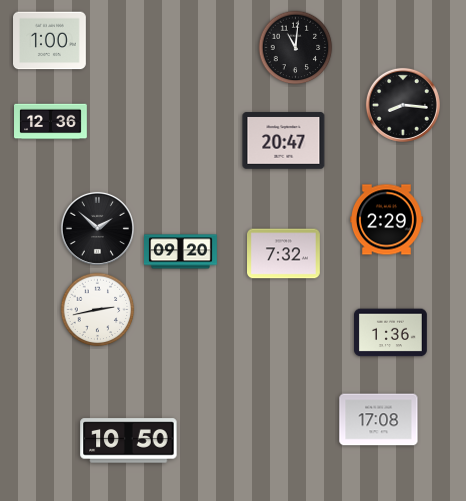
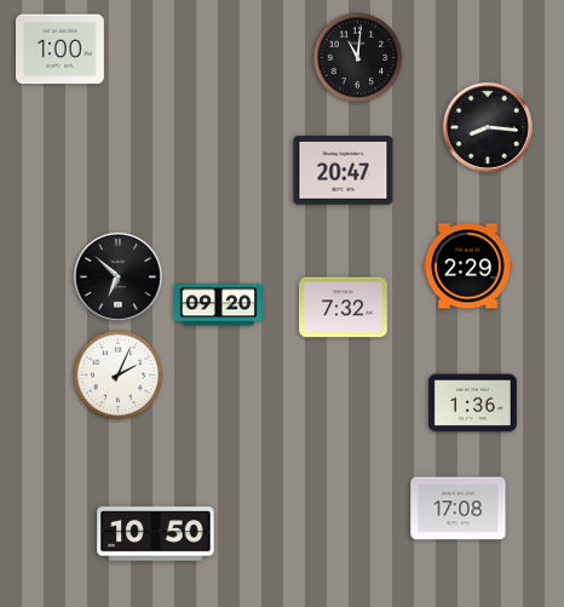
clock at (51, 122): 12:36 -> none
clock at (97, 228): 1:52 -> 6:52
clock at (98, 310): 2:43 -> 2:04
